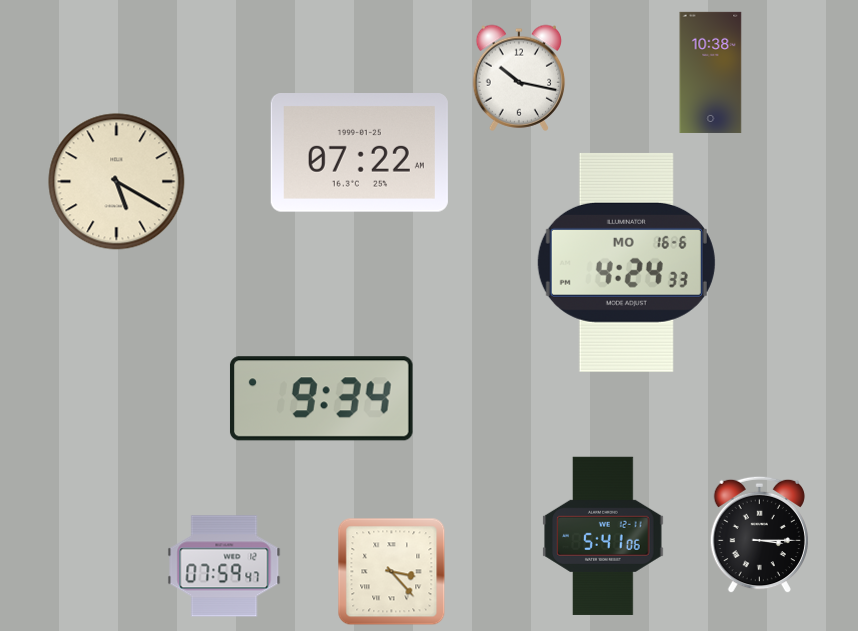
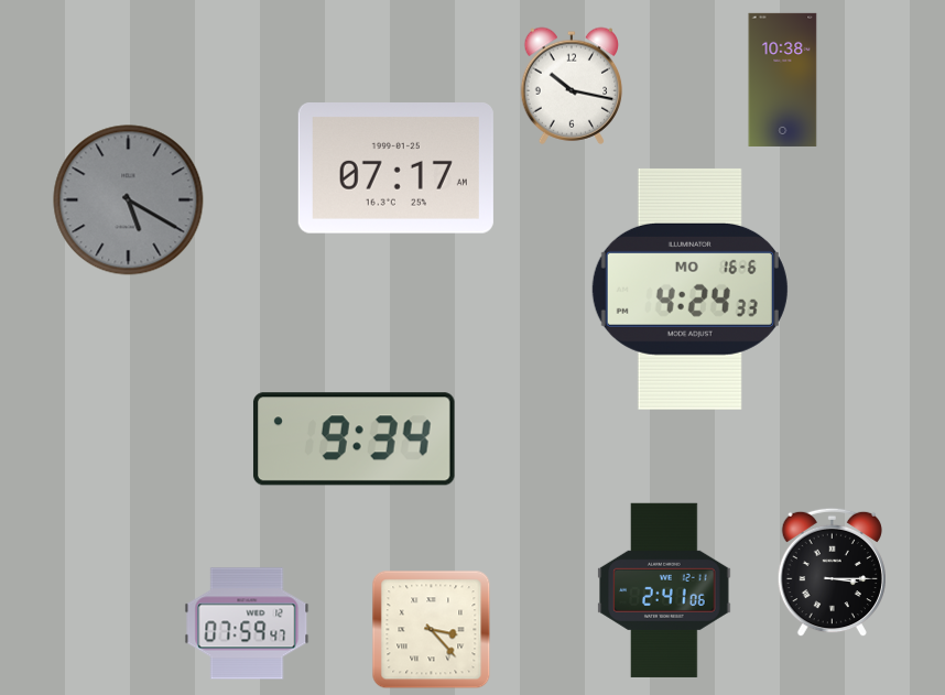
clock at (359, 153): 07:22 -> 07:17
clock at (117, 182) dial: cream -> grey
clock at (759, 535) position: (759, 535) -> (832, 573)
clock at (603, 536): 5:41 -> 2:41
